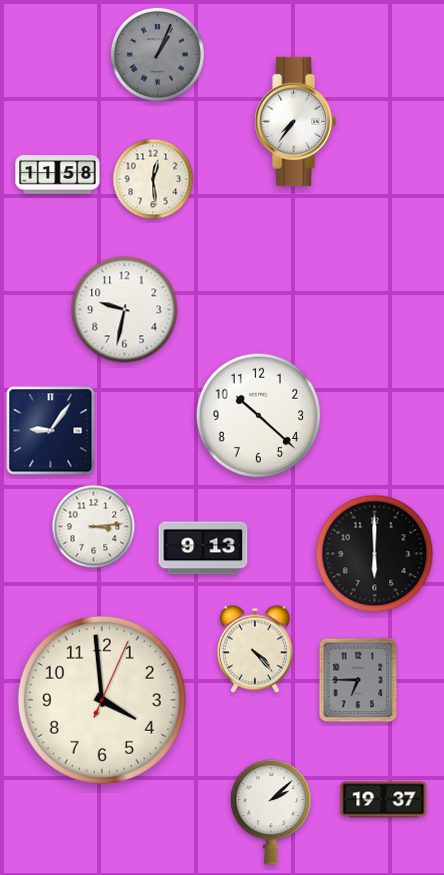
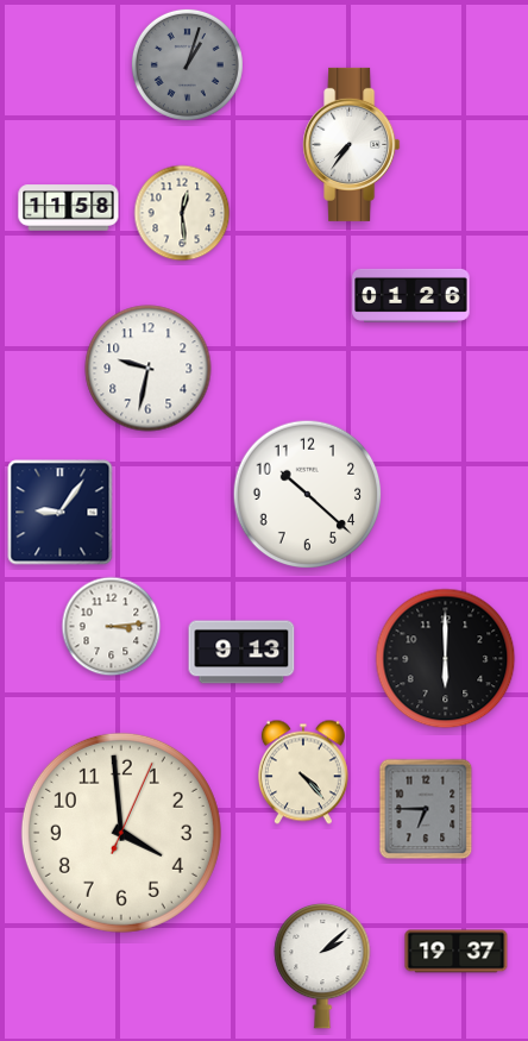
clock at (157, 54): 1:04 -> 1:03
clock at (411, 295): none -> 01:26
